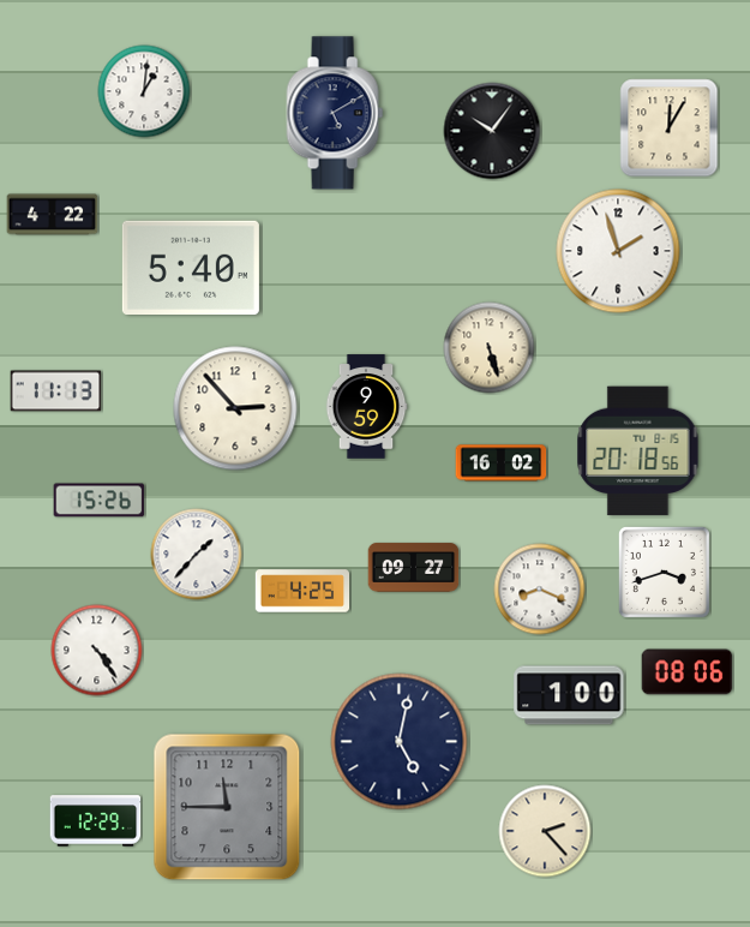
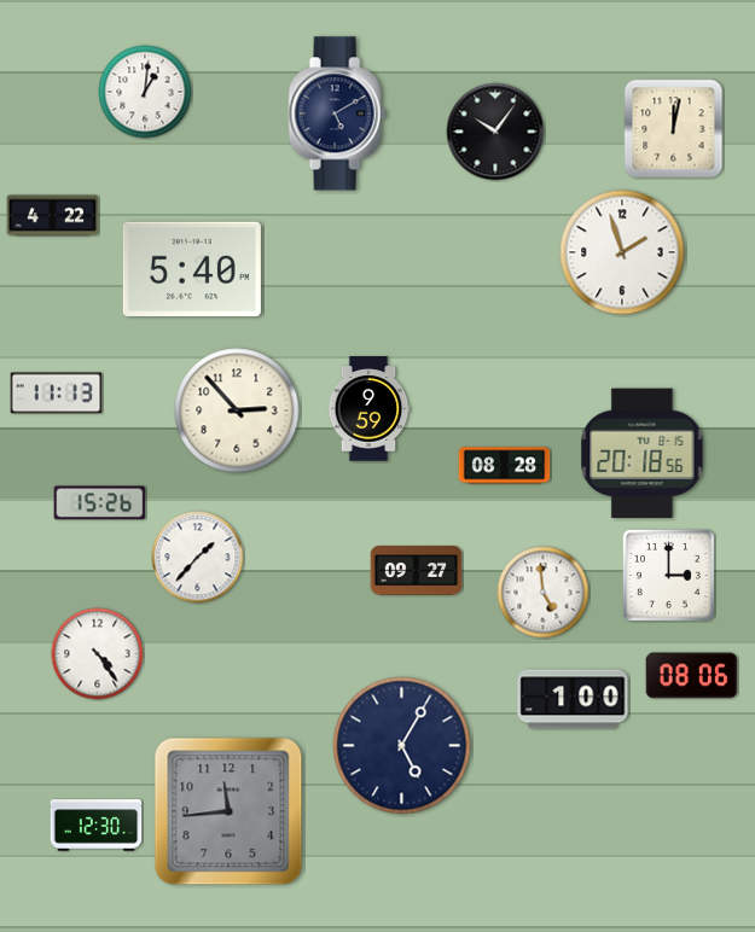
clock at (670, 128): 12:05 -> 12:02
clock at (490, 348): 5:27 -> none
clock at (502, 463): 16:02 -> 08:28
clock at (664, 572): 3:42 -> 3:00
clock at (540, 590): 8:19 -> 4:59
clock at (302, 591): 4:25 -> none
clock at (400, 742): 5:02 -> 5:05
clock at (227, 807): 11:45 -> 11:44
clock at (96, 821): 12:29 -> 12:30
clock at (545, 831): 2:23 -> none
